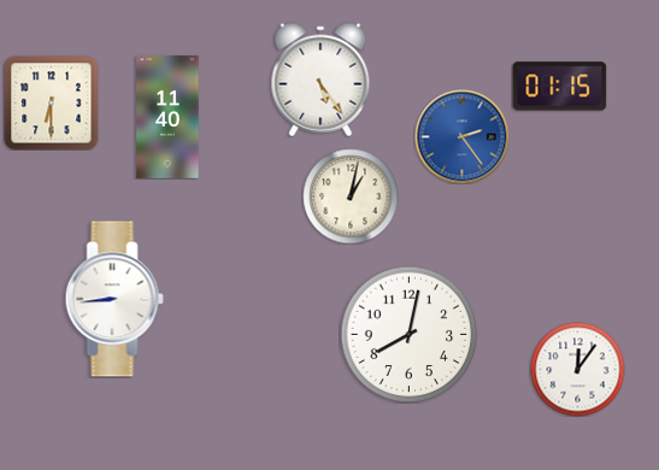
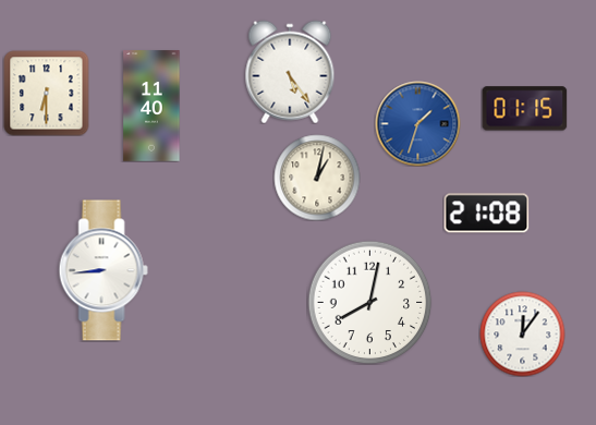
clock at (559, 87) position: (559, 87) -> (524, 109)
clock at (461, 136): 2:24 -> 1:33
clock at (486, 214): none -> 21:08
